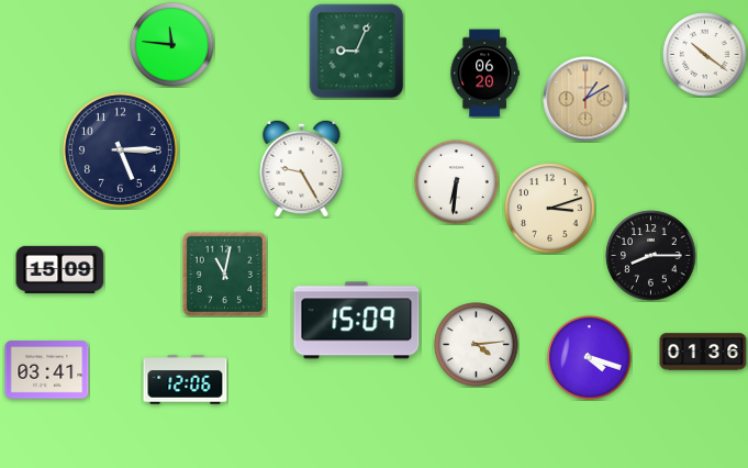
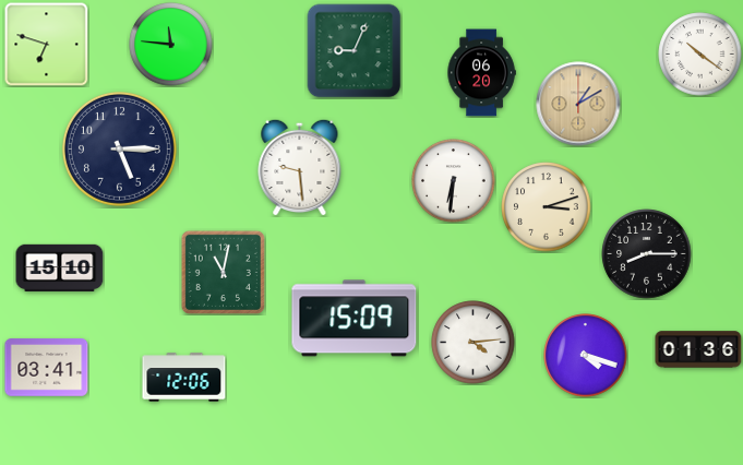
clock at (46, 44): none -> 6:48
clock at (585, 99) position: (585, 99) -> (578, 104)
clock at (302, 168): 9:25 -> 9:29
clock at (60, 269): 15:09 -> 15:10
